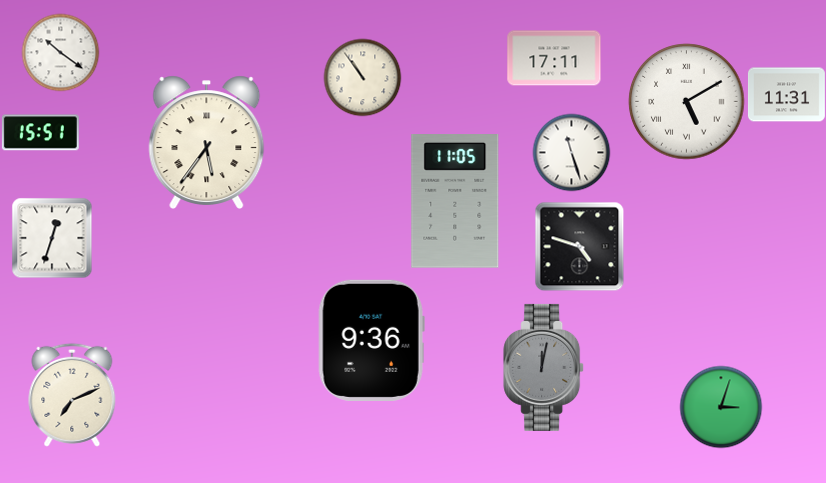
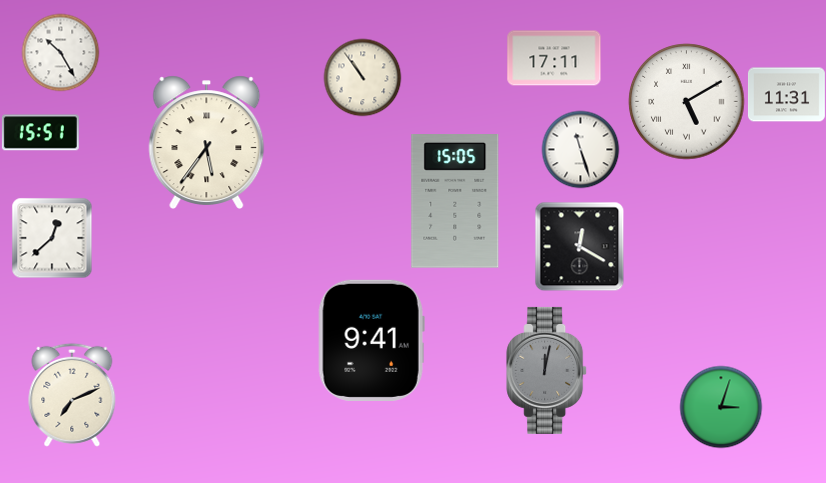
clock at (60, 52): 10:21 -> 10:25
clock at (571, 152) position: (571, 152) -> (580, 149)
clock at (455, 202): 11:05 -> 15:05
clock at (52, 238): 12:33 -> 12:38
clock at (579, 246): 4:48 -> 12:20
clock at (371, 340): 9:36 -> 9:41
clock at (544, 367) position: (544, 367) -> (547, 370)
